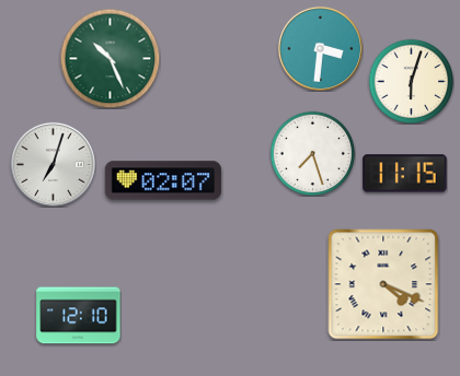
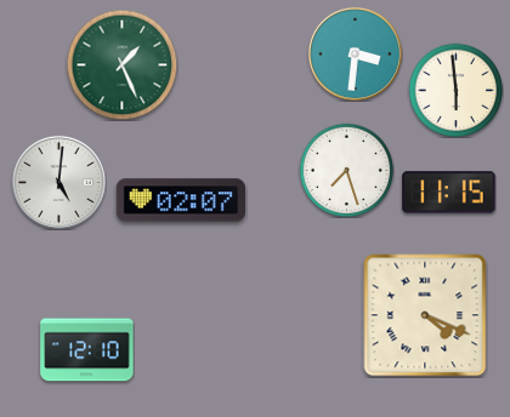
clock at (110, 58): 10:26 -> 1:26
clock at (411, 81): 6:03 -> 5:59
clock at (53, 164): 7:03 -> 5:01
